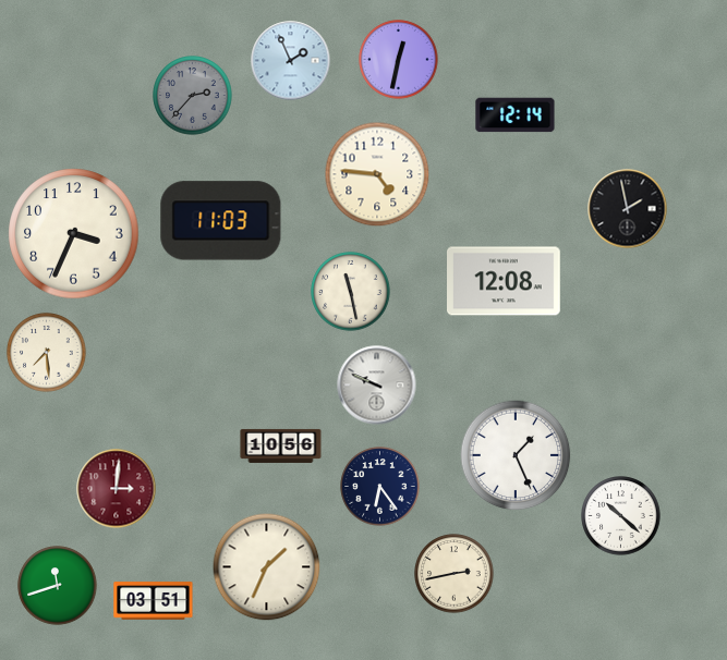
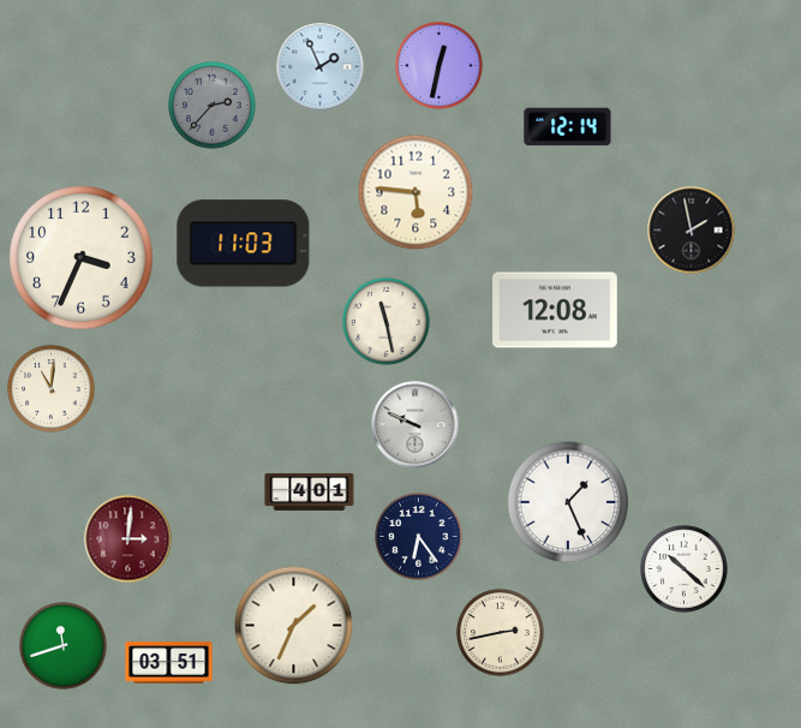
clock at (377, 174): 4:46 -> 5:46
clock at (47, 353): 7:29 -> 11:01
clock at (281, 445): 10:56 -> 4:01
